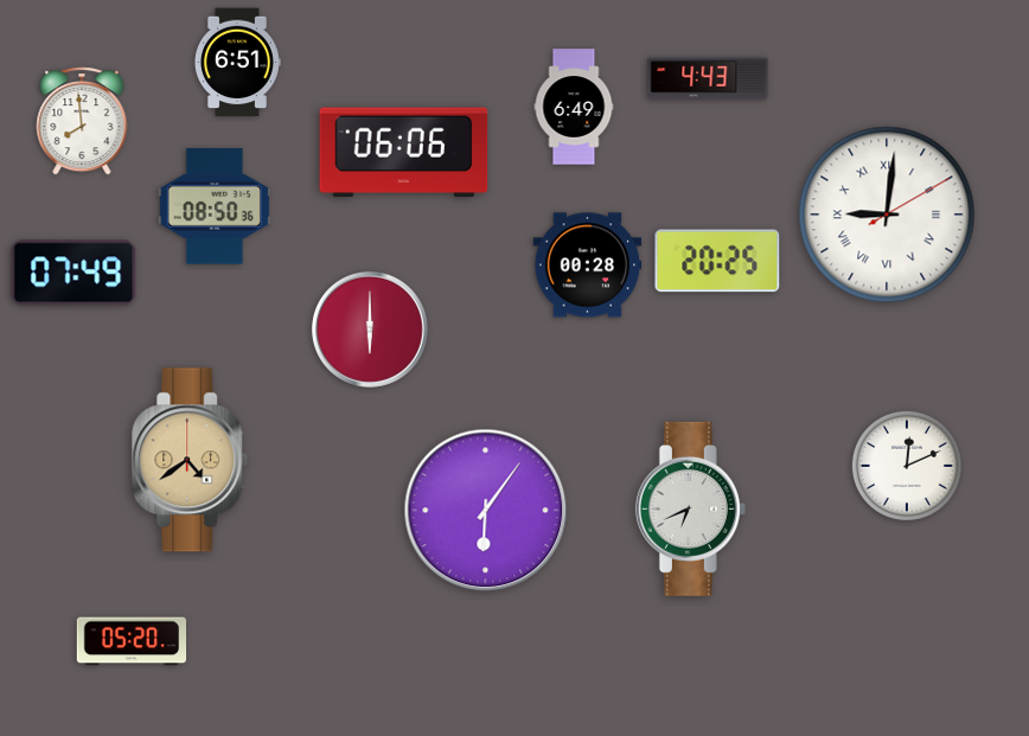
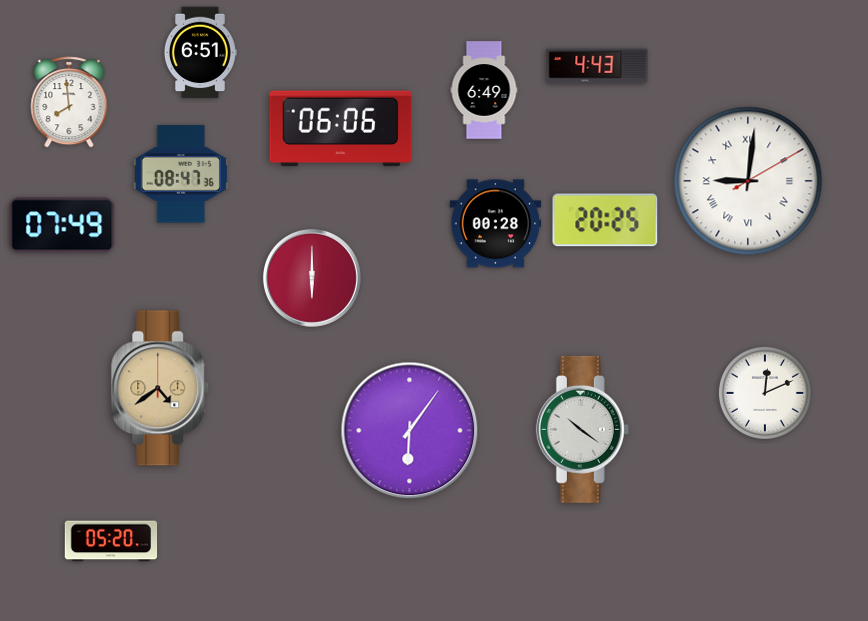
clock at (215, 206): 08:50 -> 08:47
clock at (73, 273) position: (73, 273) -> (62, 225)
clock at (690, 508): 6:41 -> 10:21
